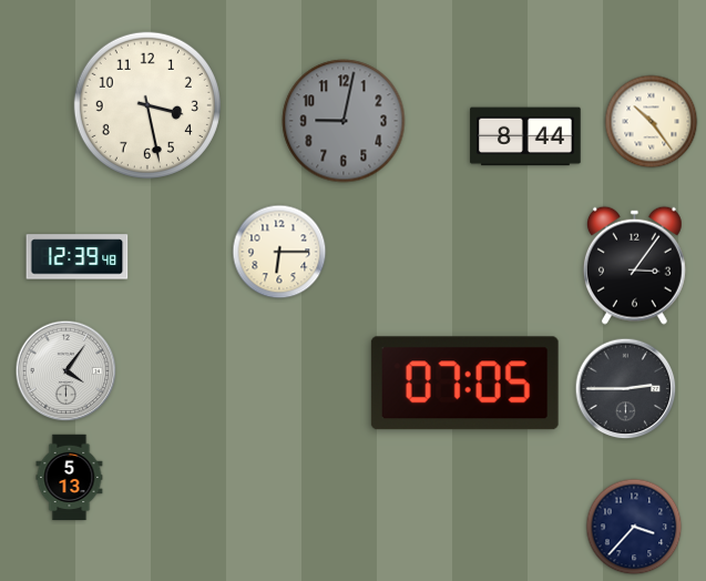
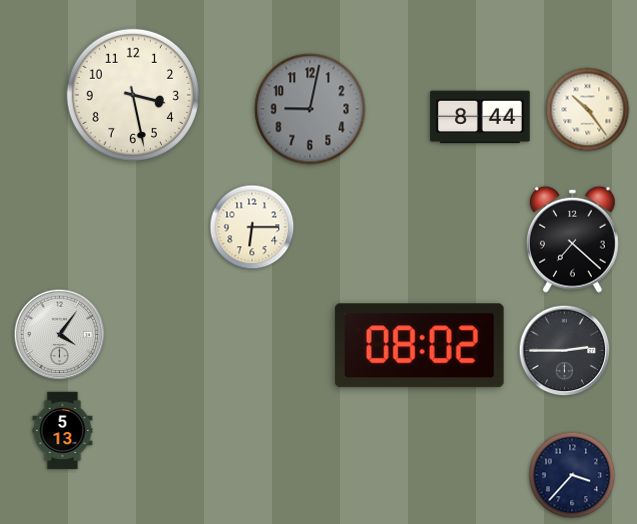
clock at (525, 136) position: (525, 136) -> (480, 117)
clock at (78, 257): 12:39 -> none
clock at (634, 265): 3:06 -> 7:22
clock at (464, 384): 07:05 -> 08:02
